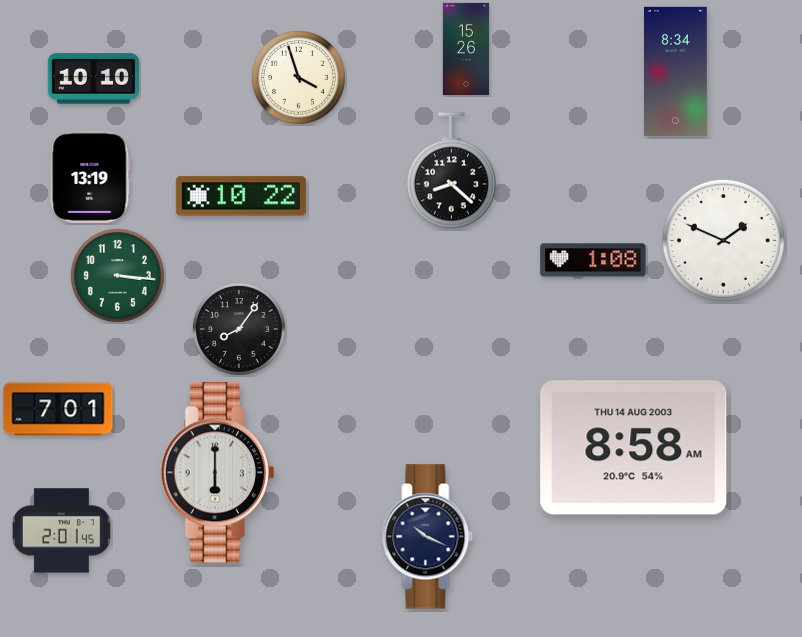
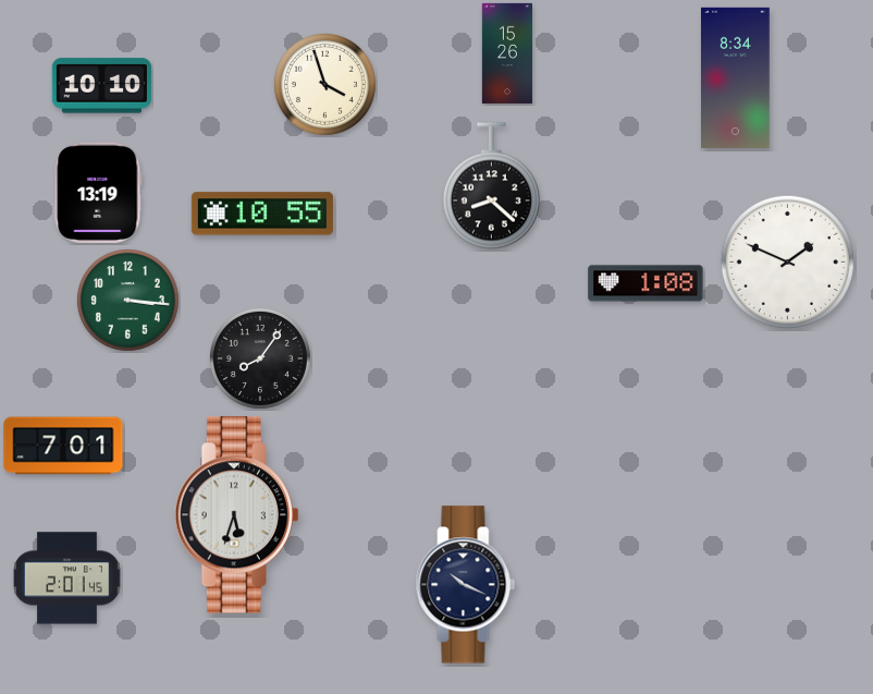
clock at (241, 196): 10:22 -> 10:55
clock at (634, 448): 8:58 -> none
clock at (217, 473): 6:00 -> 5:33
